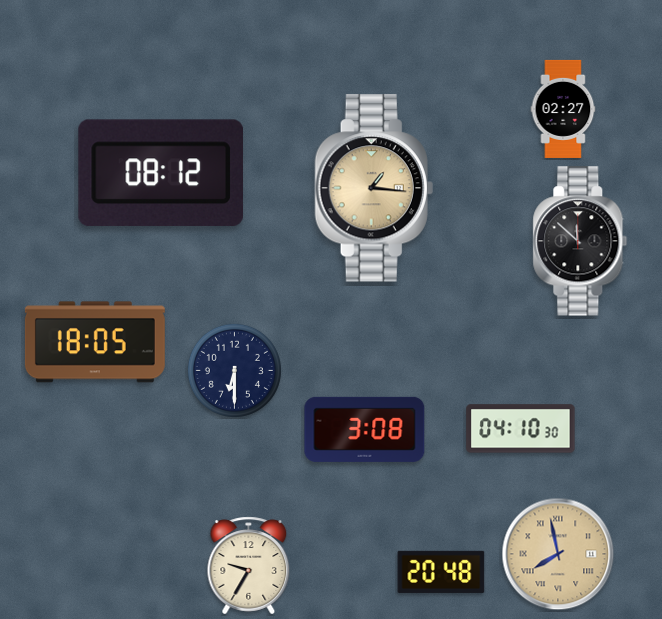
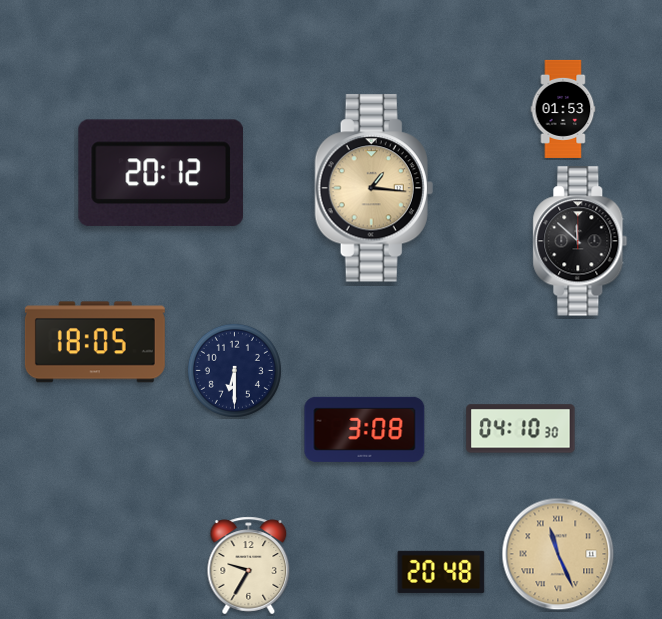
clock at (563, 109): 02:27 -> 01:53
clock at (161, 173): 08:12 -> 20:12
clock at (558, 554): 7:58 -> 11:26
